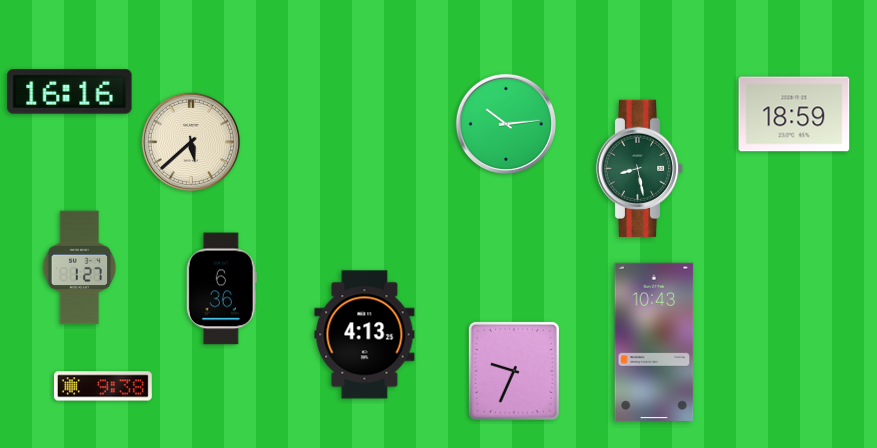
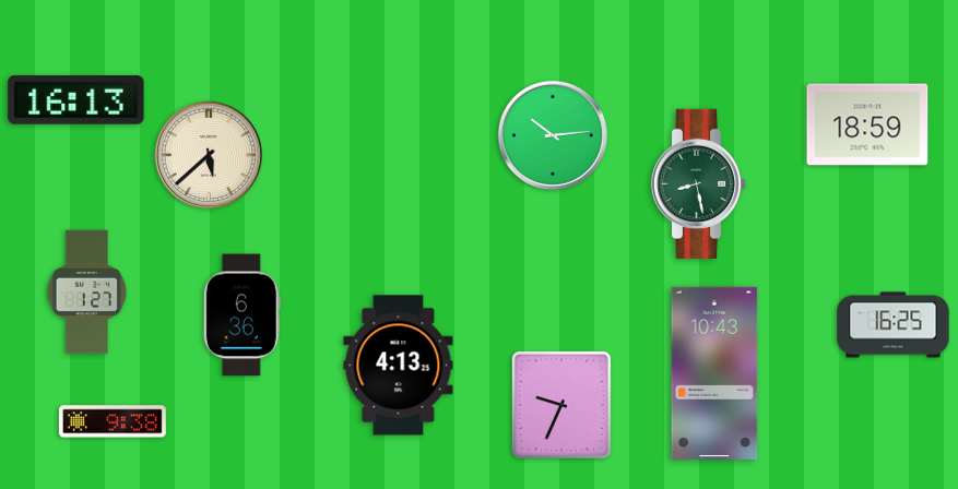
clock at (70, 92): 16:16 -> 16:13
clock at (894, 325): none -> 16:25
